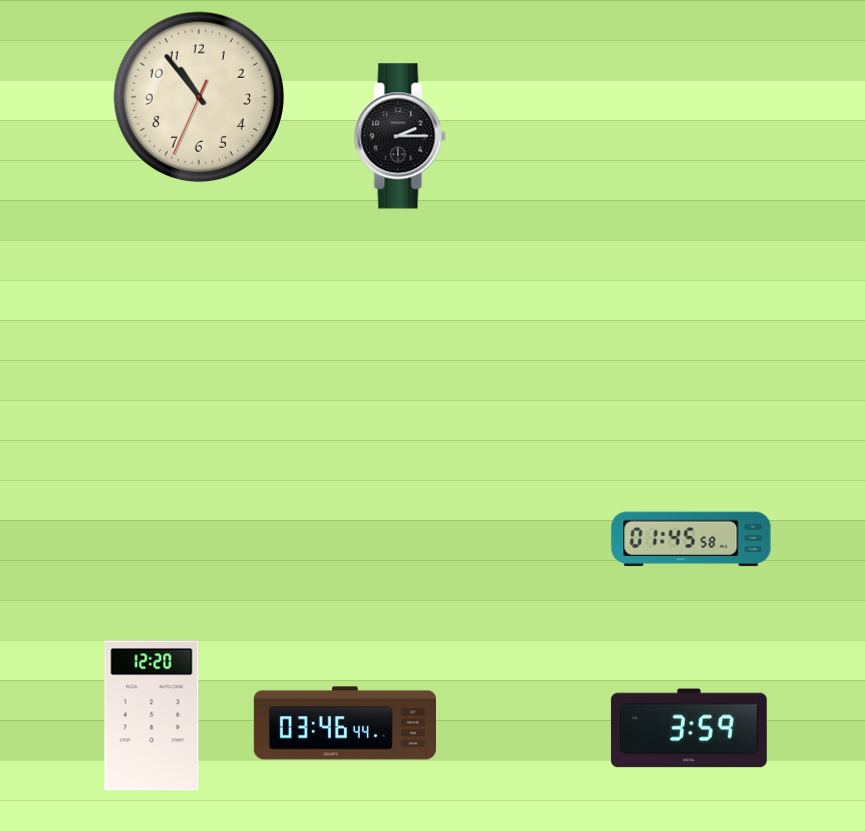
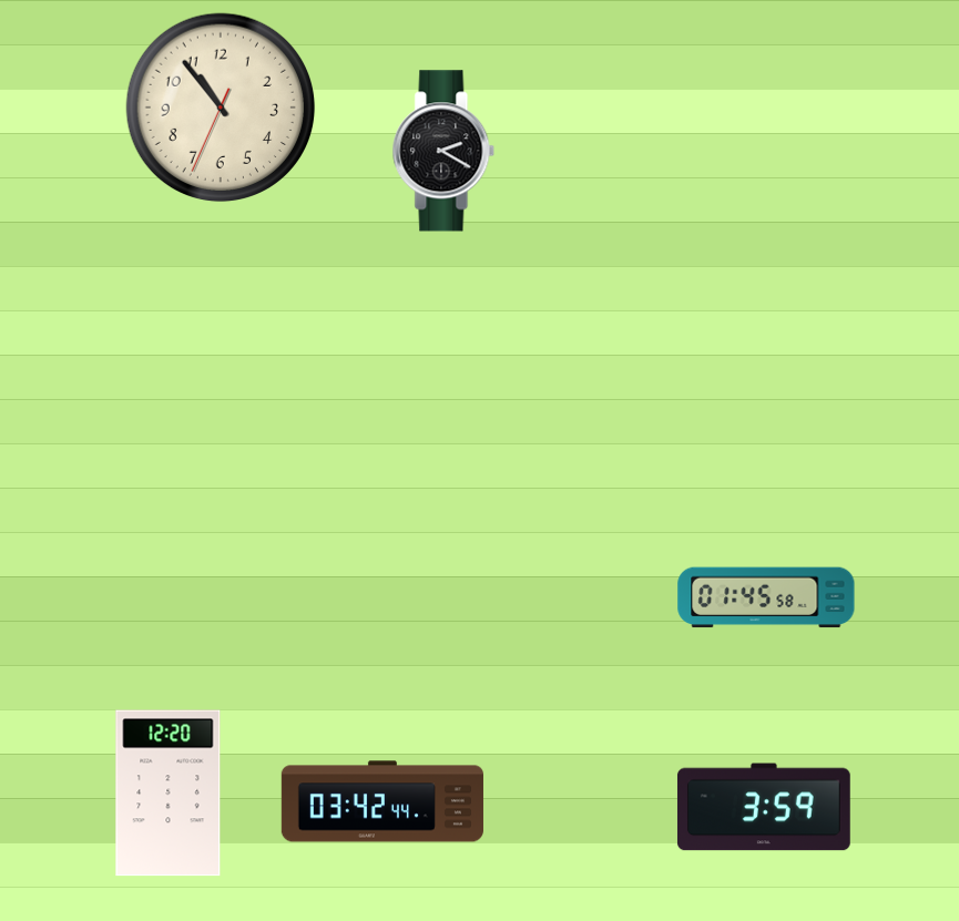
clock at (400, 136): 2:15 -> 2:20
clock at (345, 723): 03:46 -> 03:42
